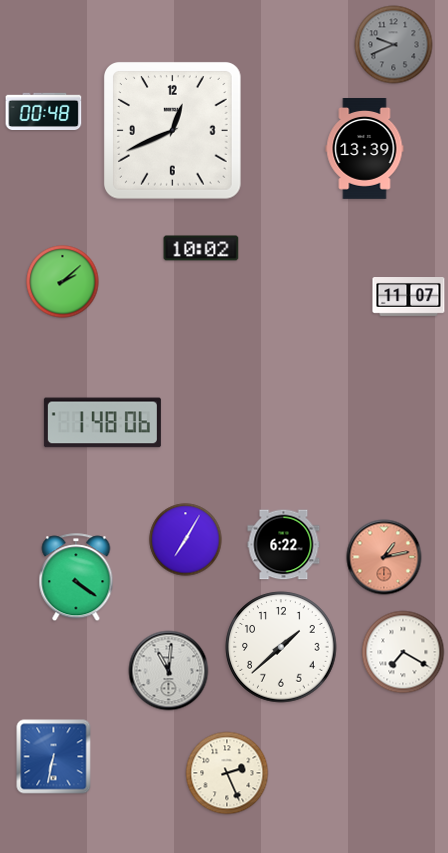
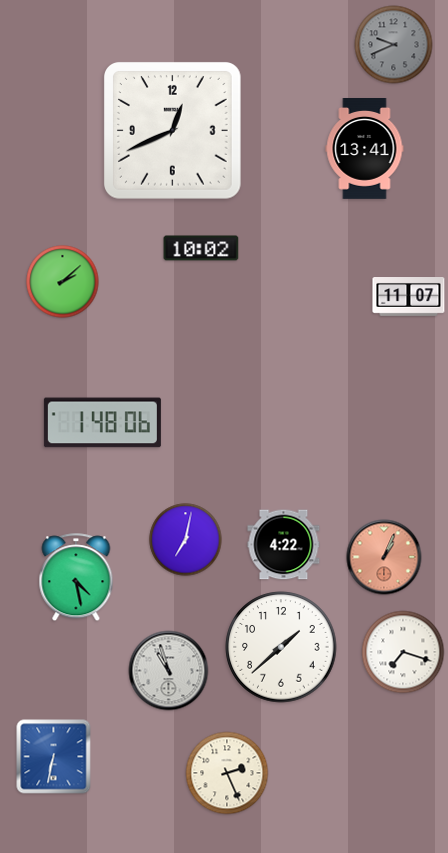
clock at (44, 112): 00:48 -> none
clock at (365, 149): 13:39 -> 13:41
clock at (186, 540): 7:05 -> 7:02
clock at (284, 545): 6:22 -> 4:22
clock at (384, 557): 1:13 -> 1:04
clock at (76, 578): 4:21 -> 4:28
clock at (403, 652): 7:20 -> 7:18
clock at (169, 671): 11:01 -> 10:57
